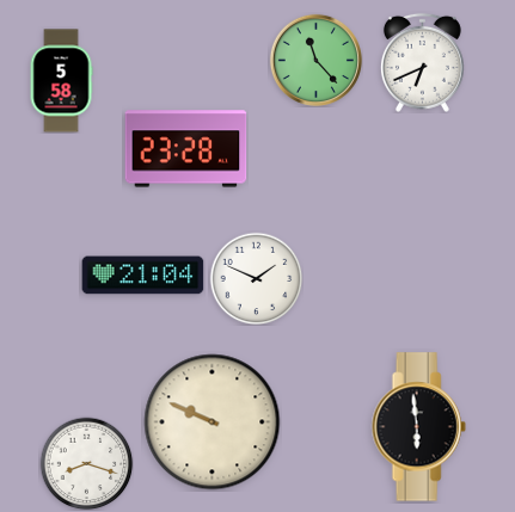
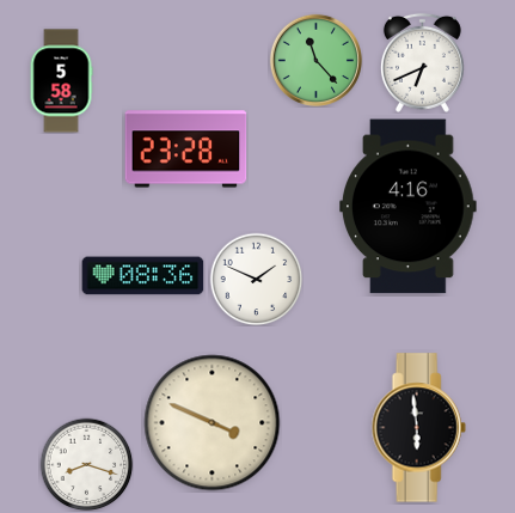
clock at (409, 207): none -> 4:16
clock at (143, 276): 21:04 -> 08:36
clock at (213, 422): 9:49 -> 3:49
